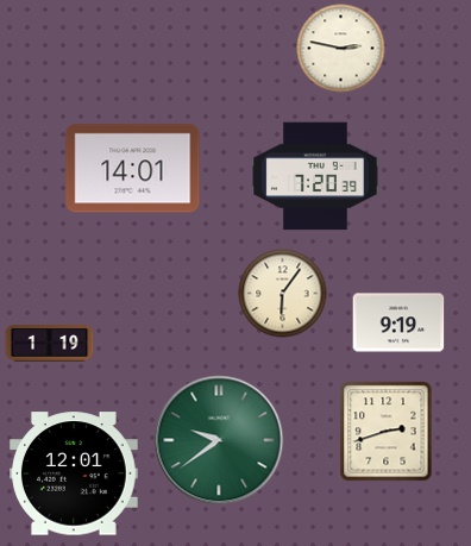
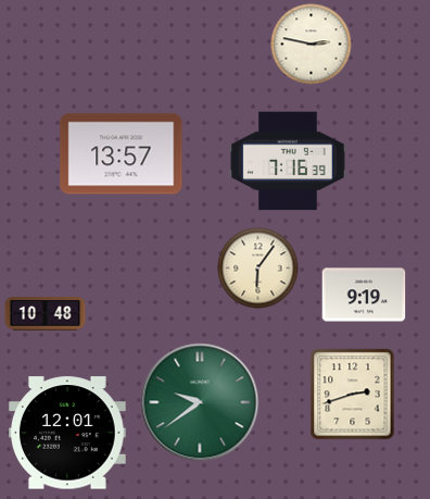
clock at (133, 169): 14:01 -> 13:57
clock at (315, 176): 7:20 -> 7:16
clock at (50, 344): 1:19 -> 10:48
